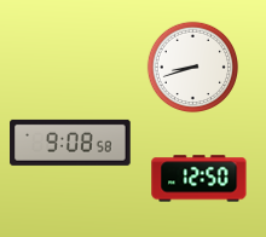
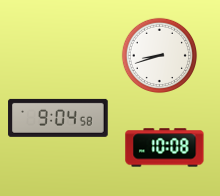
clock at (70, 143): 9:08 -> 9:04
clock at (199, 179): 12:50 -> 10:08
